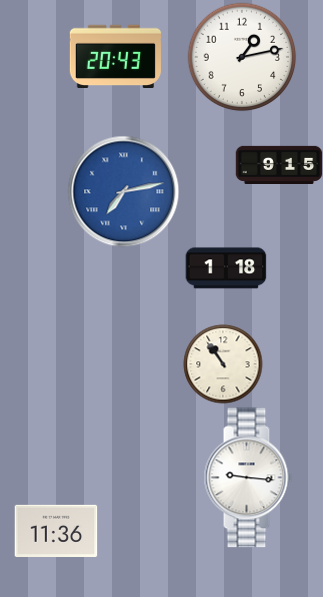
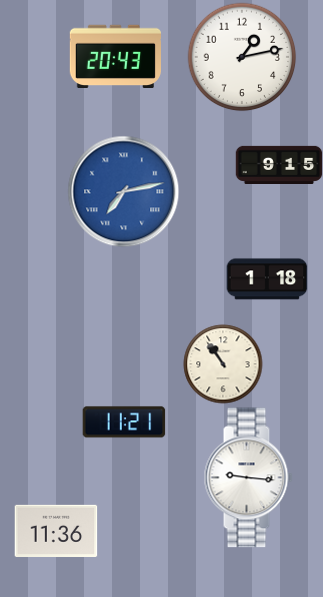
clock at (226, 268) position: (226, 268) -> (267, 279)
clock at (124, 422): none -> 11:21
